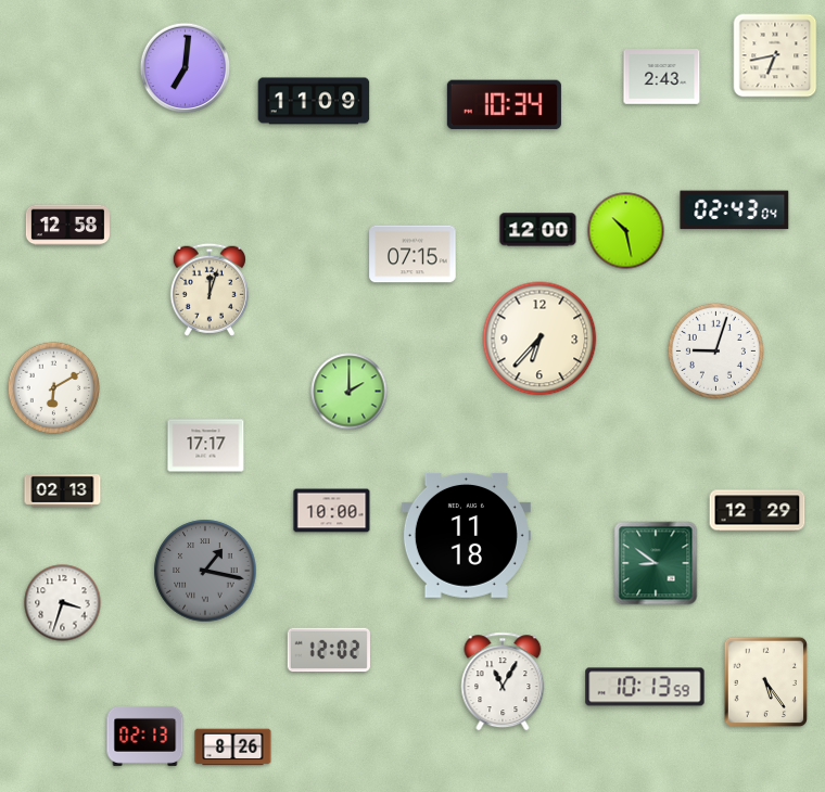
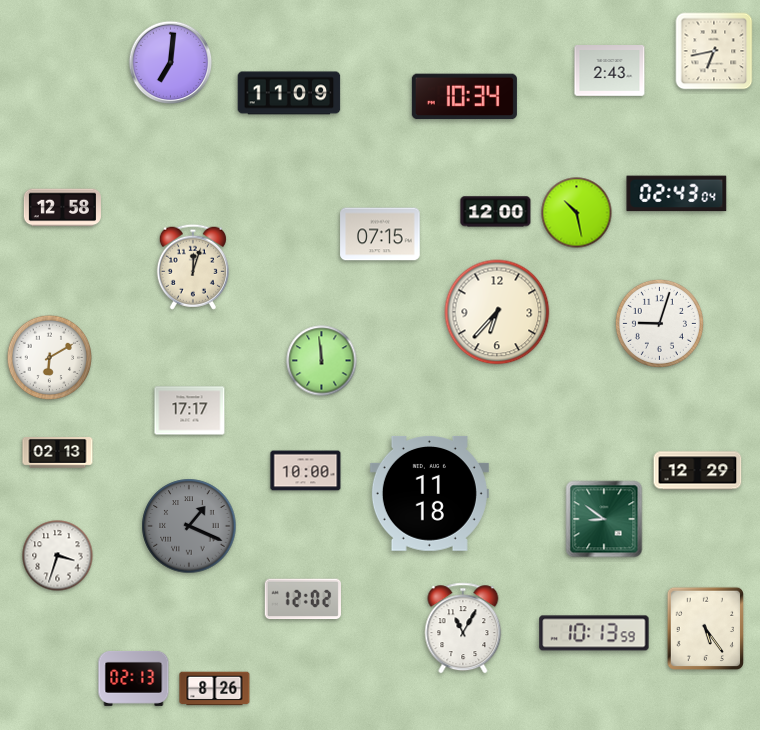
clock at (350, 392): 2:00 -> 11:59
clock at (205, 571): 1:17 -> 1:19
